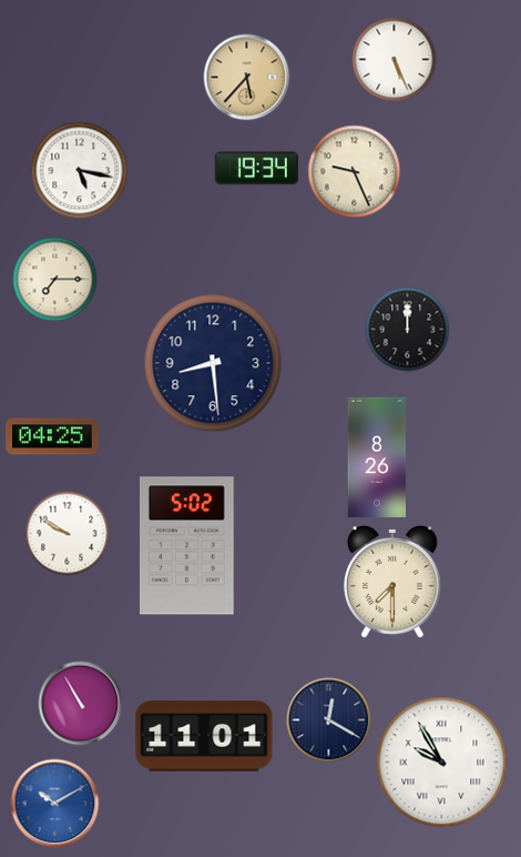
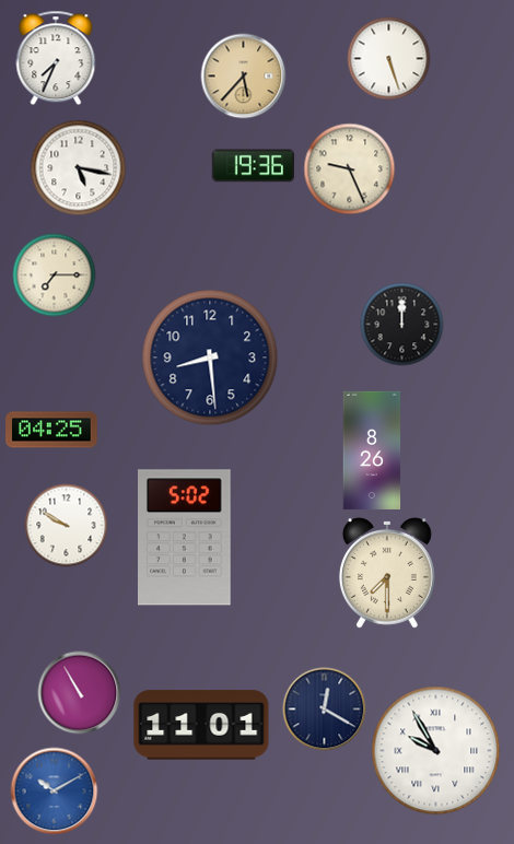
clock at (56, 58): none -> 7:34
clock at (395, 60): 5:26 -> 5:27
clock at (256, 169): 19:34 -> 19:36
